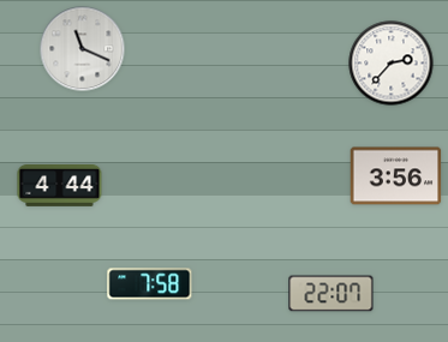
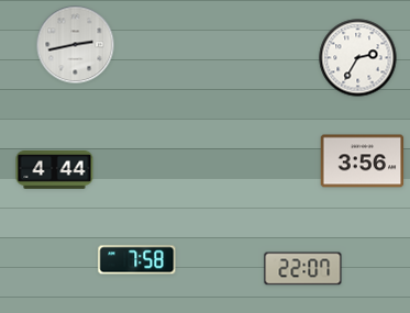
clock at (83, 49): 11:19 -> 2:43
clock at (392, 64): 2:37 -> 2:35
